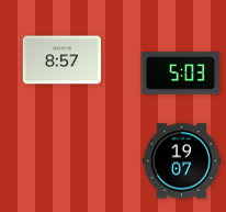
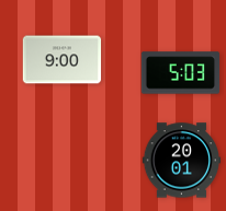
clock at (63, 60): 8:57 -> 9:00
clock at (182, 161): 19:07 -> 20:01
